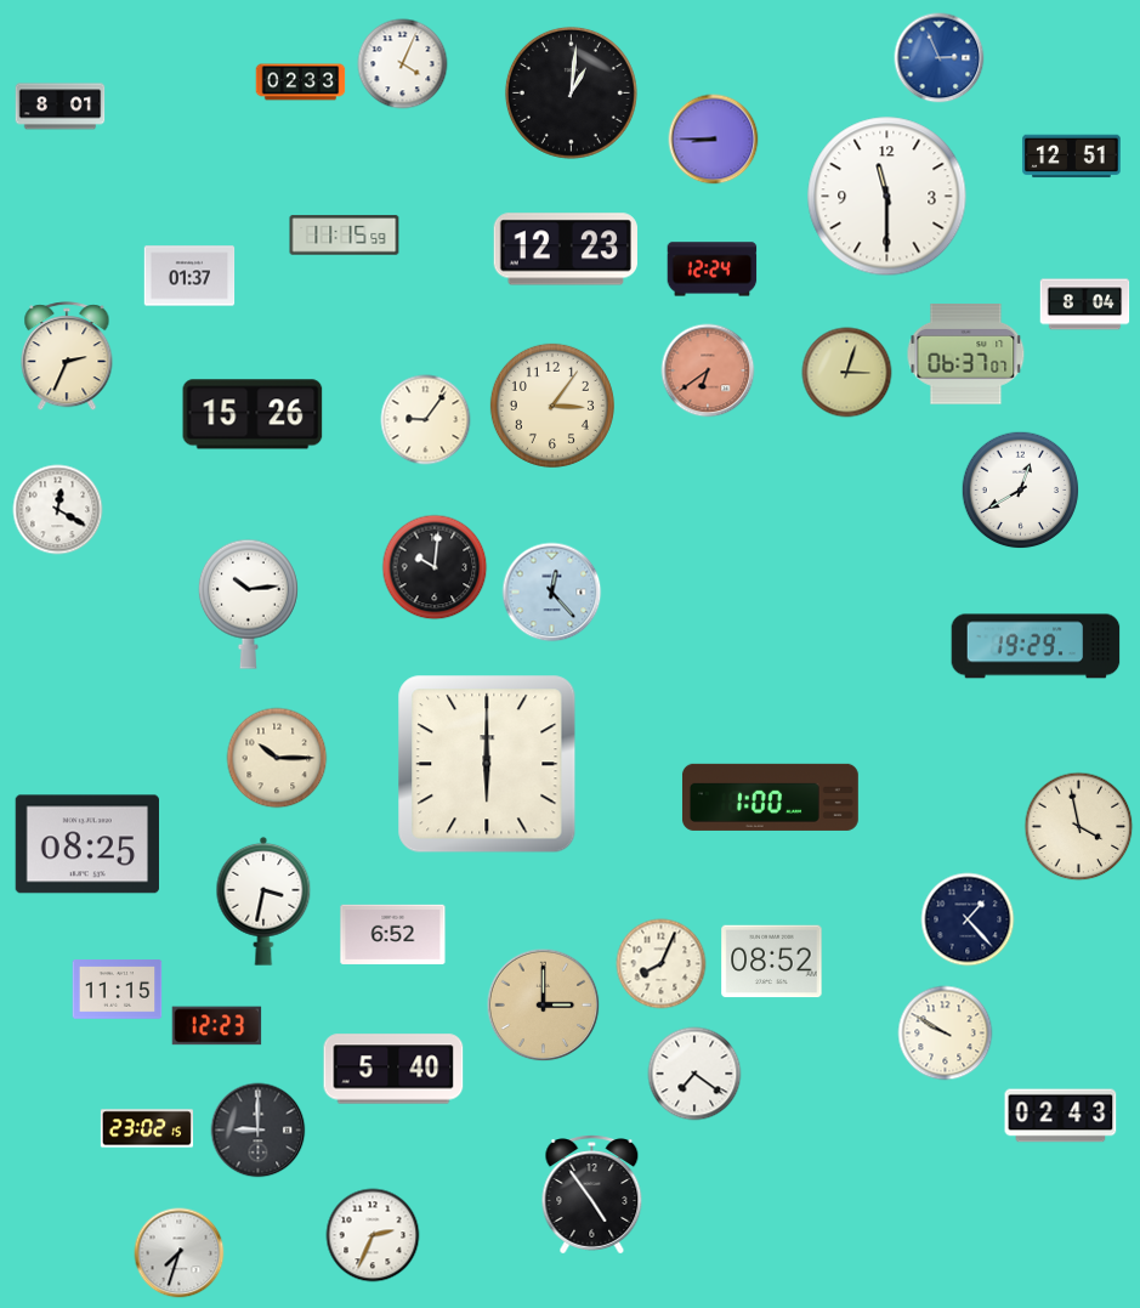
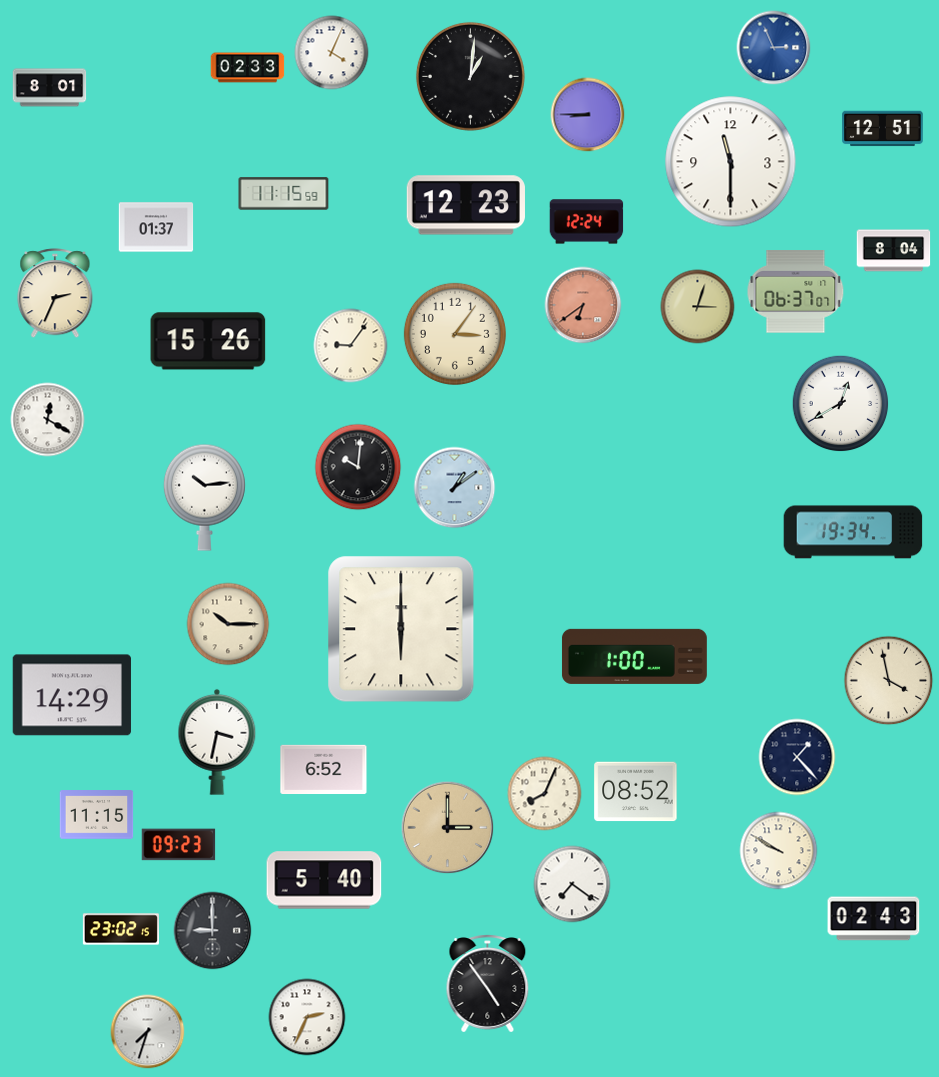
clock at (552, 593): 12:23 -> 1:09
clock at (1036, 646): 19:29 -> 19:34
clock at (86, 844): 08:25 -> 14:29
clock at (217, 1026): 12:23 -> 09:23
